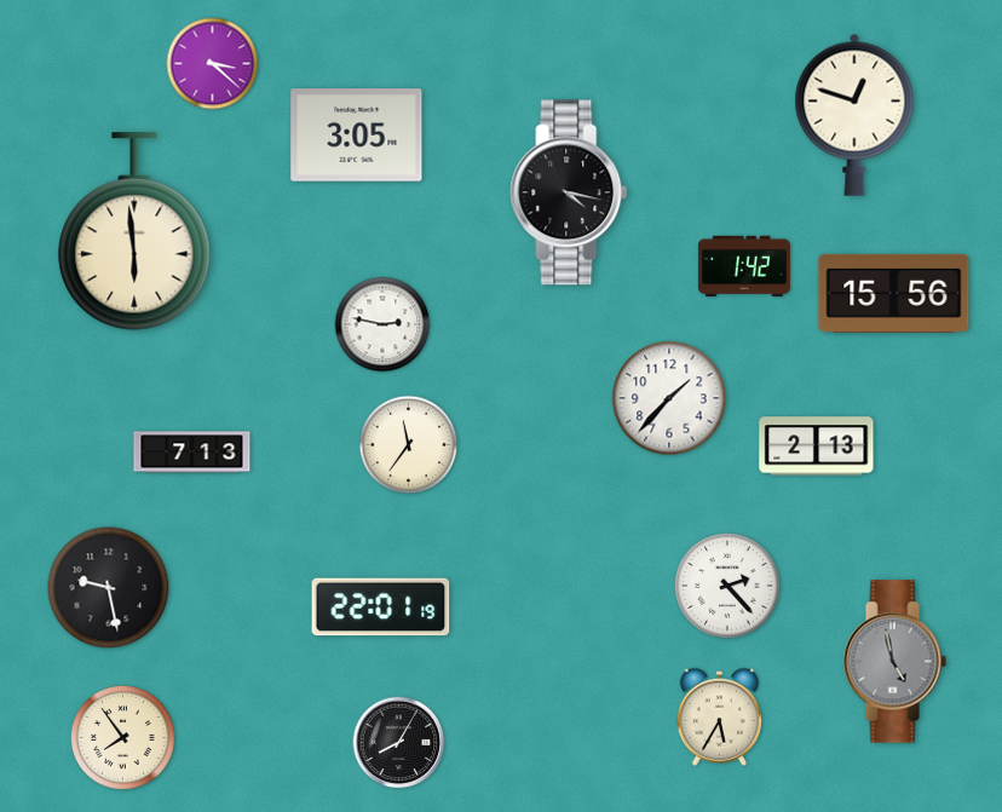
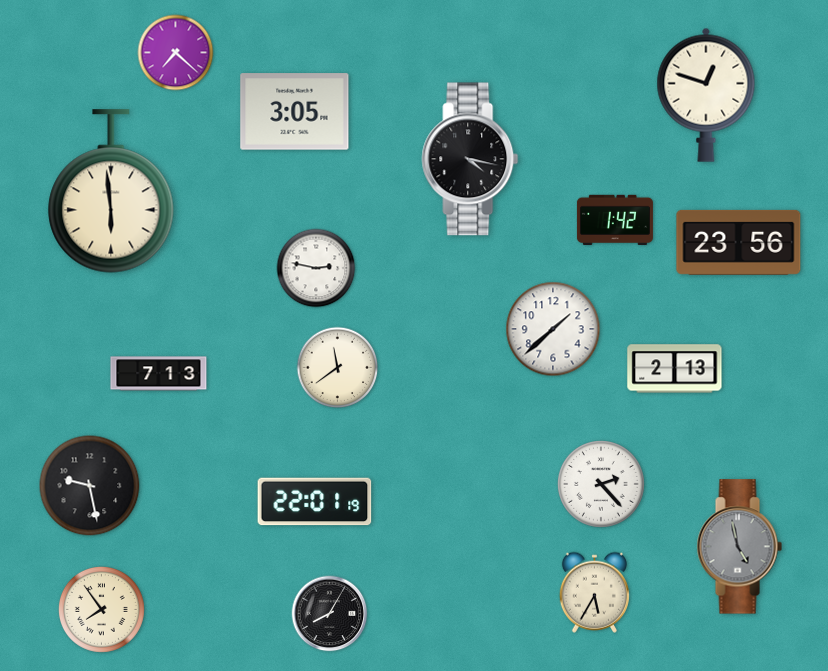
clock at (213, 64): 3:22 -> 7:22
clock at (894, 293): 15:56 -> 23:56
clock at (669, 398): 1:37 -> 1:38
clock at (409, 445): 11:36 -> 11:39
